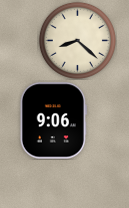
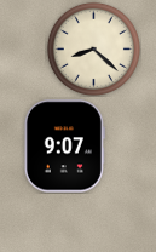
clock at (53, 121): 9:06 -> 9:07
